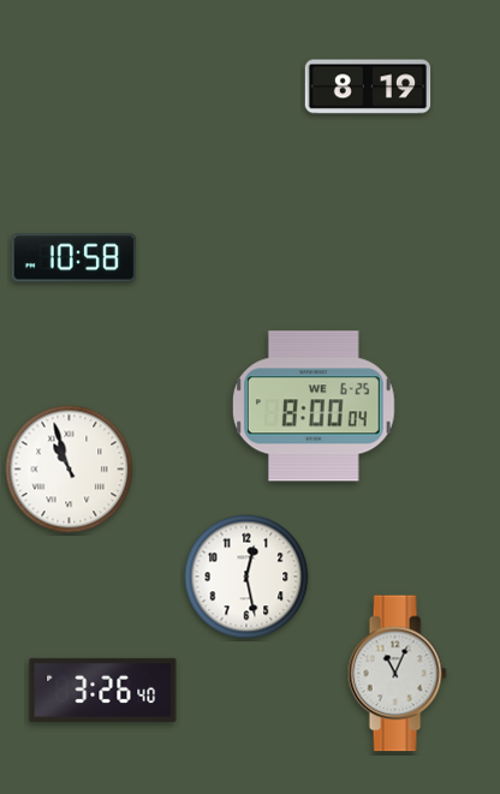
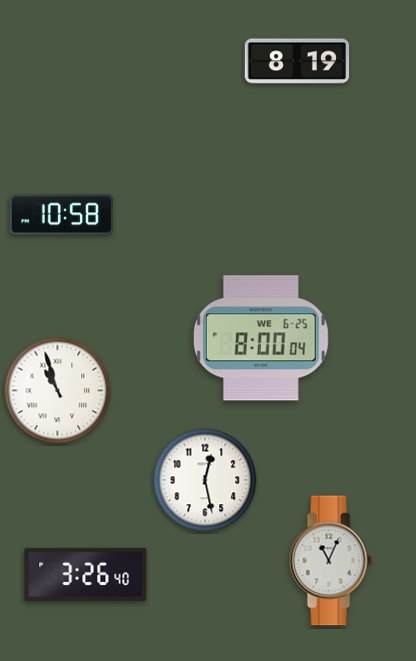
clock at (368, 86) position: (368, 86) -> (297, 61)
